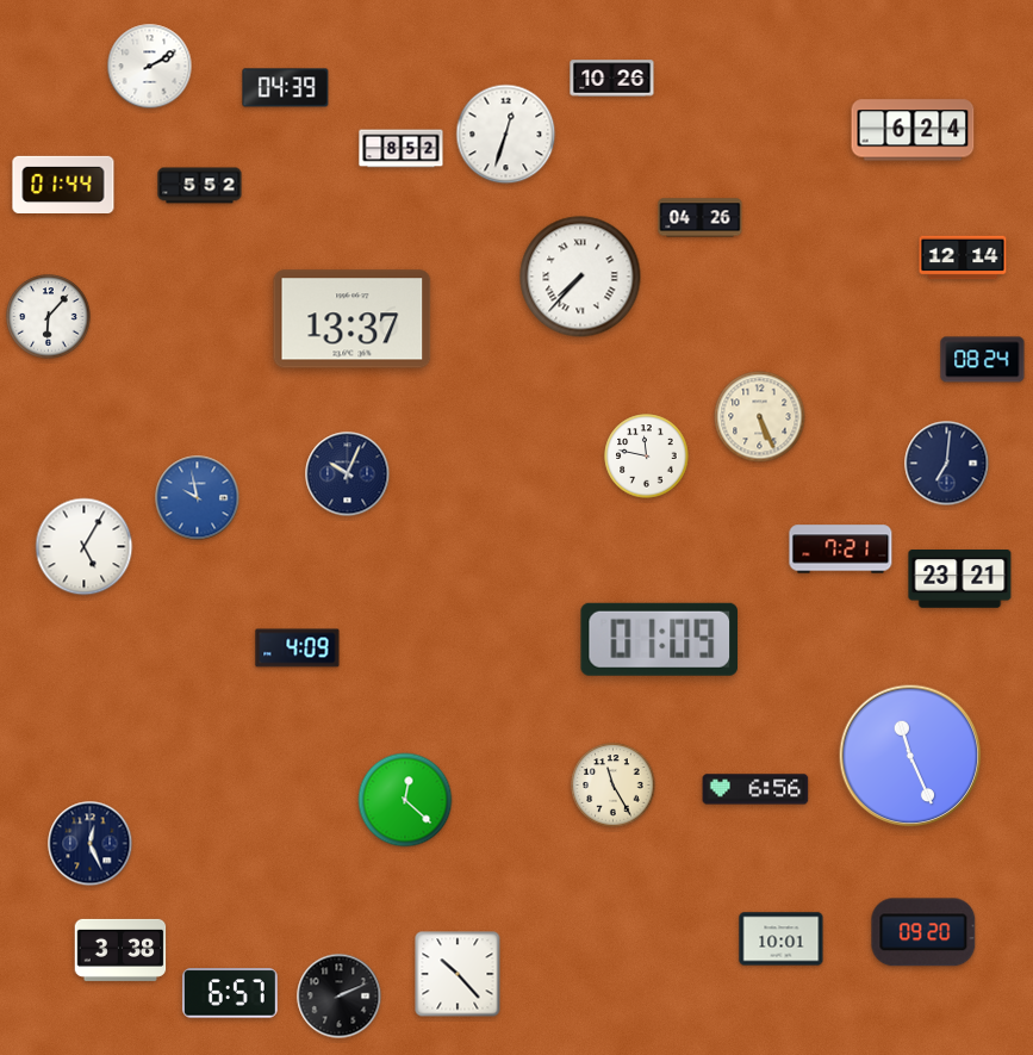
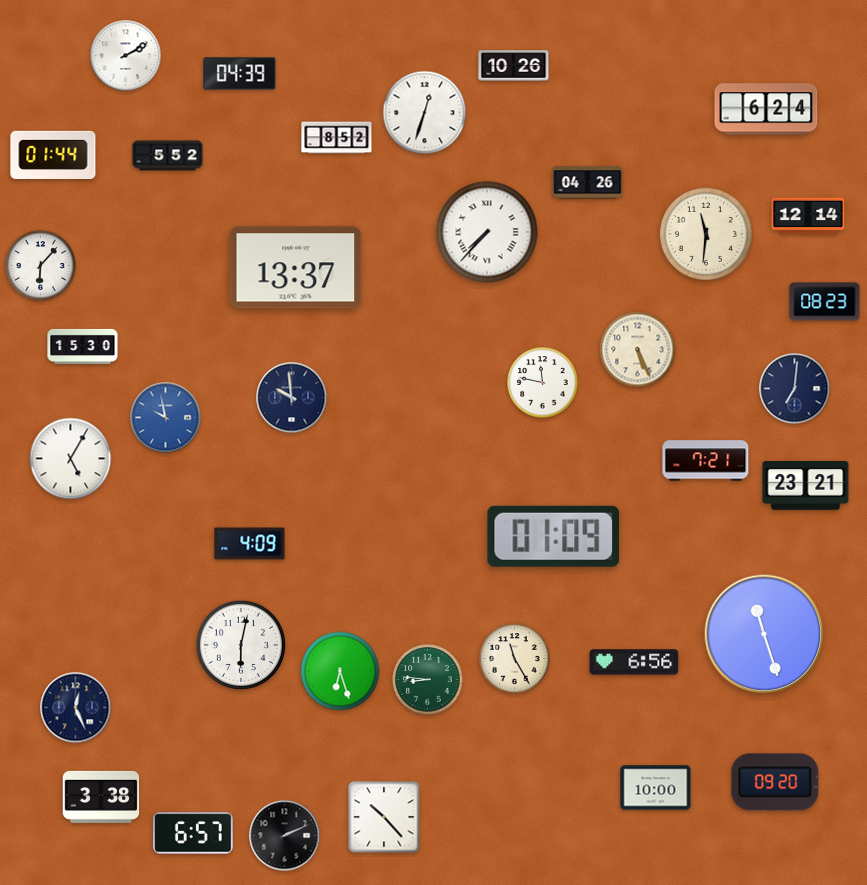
clock at (402, 149) position: (402, 149) -> (337, 138)
clock at (706, 234): none -> 11:31
clock at (983, 360): 08:24 -> 08:23
clock at (83, 346): none -> 15:30
clock at (348, 474): 10:04 -> 9:59
clock at (910, 756): 11:26 -> 11:27
clock at (241, 645): none -> 6:02
clock at (405, 800): 12:22 -> 6:27
clock at (428, 680): none -> 8:46
clock at (782, 939): 10:01 -> 10:00
